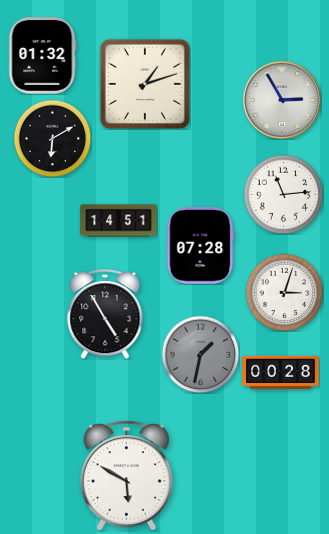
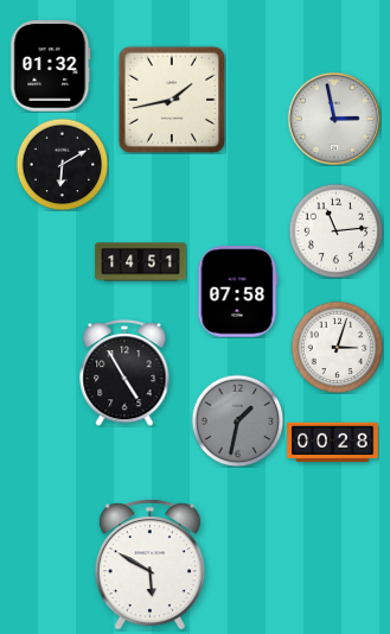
clock at (145, 84): 1:12 -> 1:43
clock at (281, 99): 2:55 -> 2:58
clock at (201, 246): 07:28 -> 07:58
